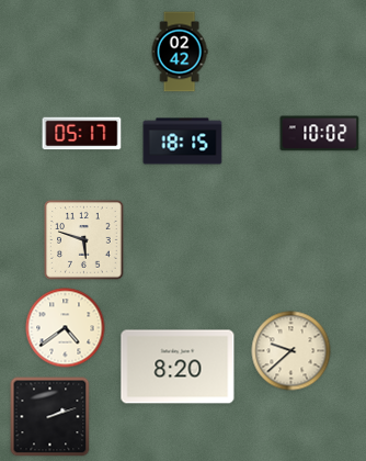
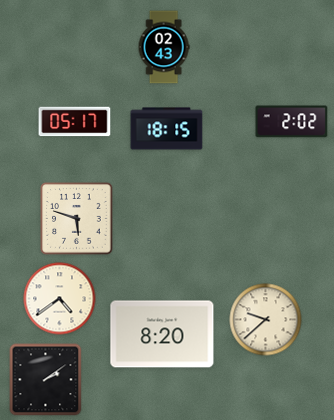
clock at (180, 52): 02:42 -> 02:43
clock at (320, 134): 10:02 -> 2:02
clock at (50, 417): 2:12 -> 2:09
